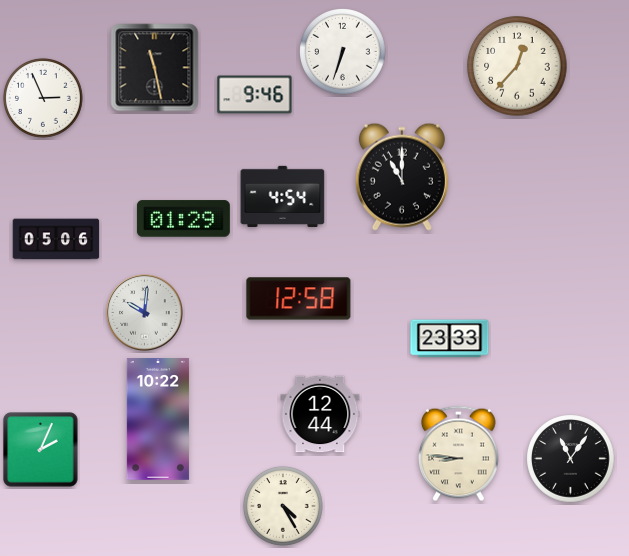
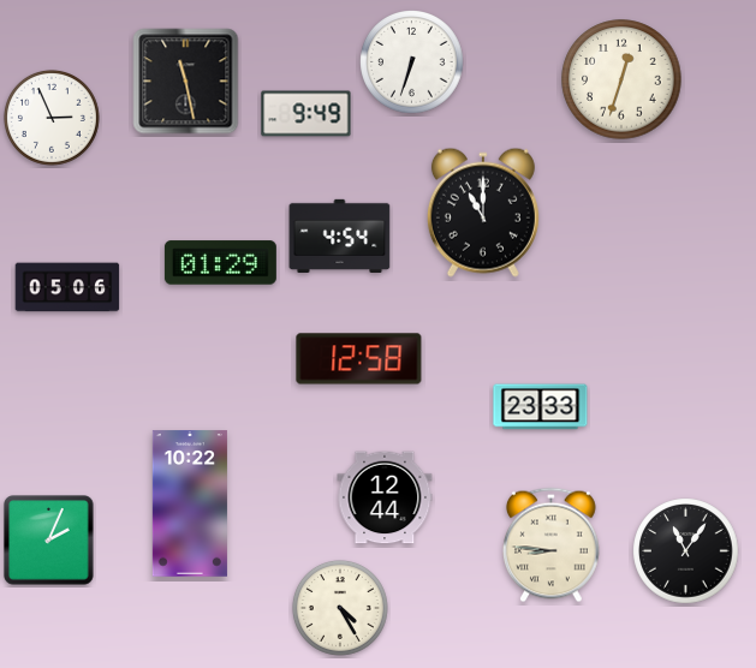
clock at (517, 66): 12:37 -> 12:33
clock at (255, 95): 9:46 -> 9:49
clock at (145, 313): 10:01 -> none
